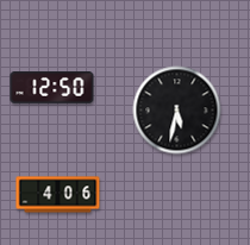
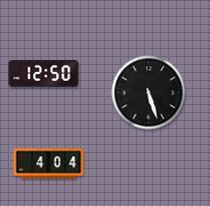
clock at (177, 111): 5:32 -> 5:27
clock at (58, 195): 4:06 -> 4:04
